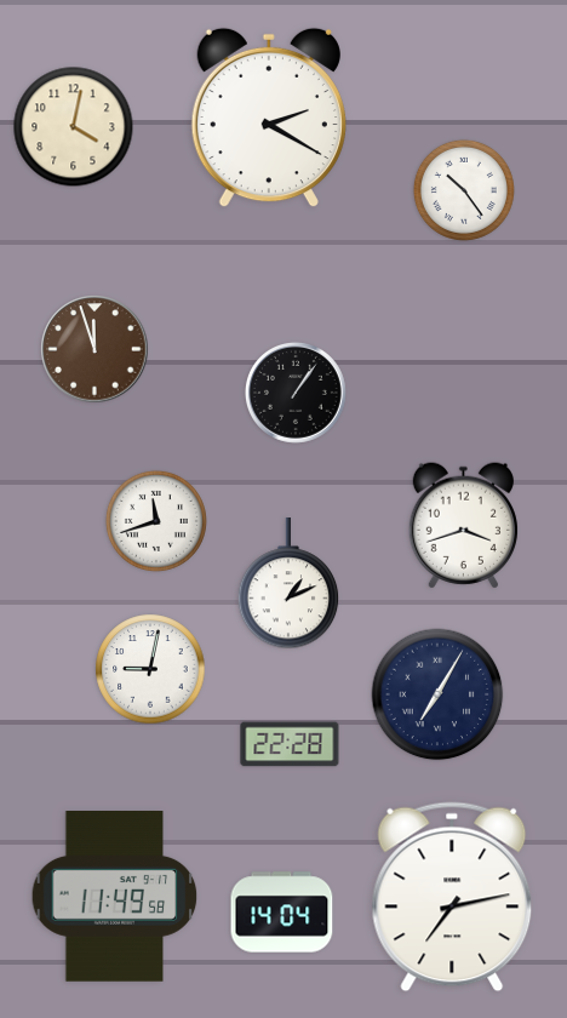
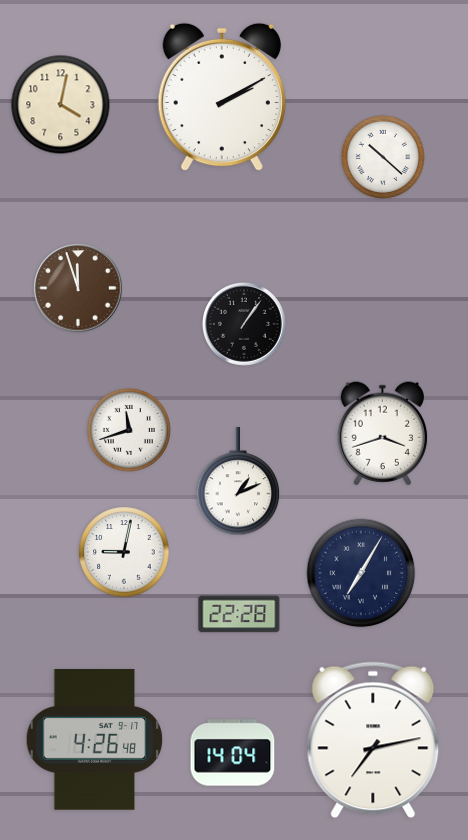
clock at (269, 118): 2:20 -> 2:10
clock at (464, 190): 10:24 -> 10:22
clock at (115, 897): 11:49 -> 4:26
